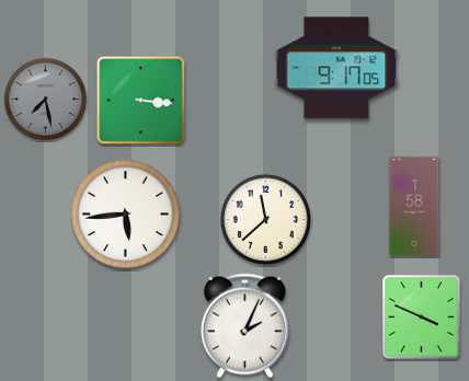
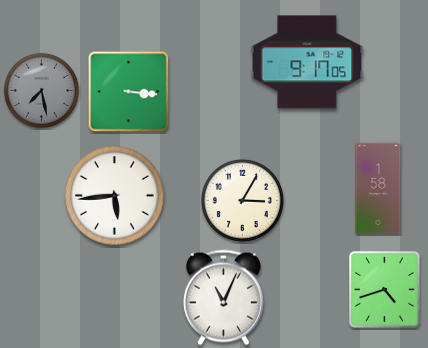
clock at (265, 219): 11:38 -> 3:05
clock at (422, 317): 3:49 -> 4:42
clock at (244, 326): 2:04 -> 11:04
